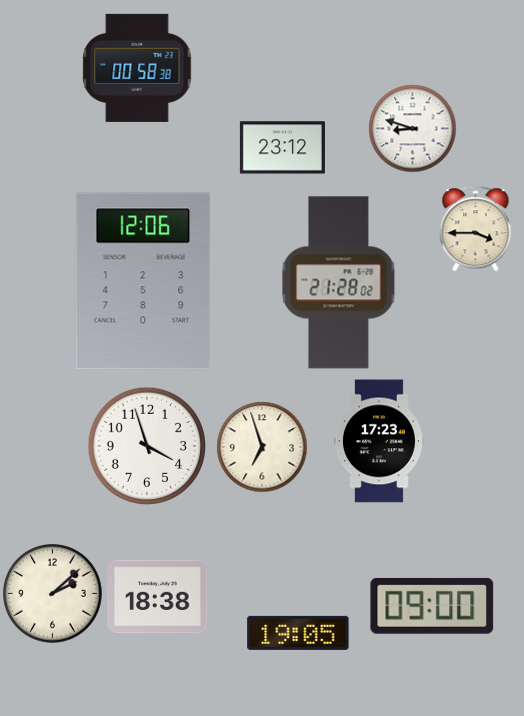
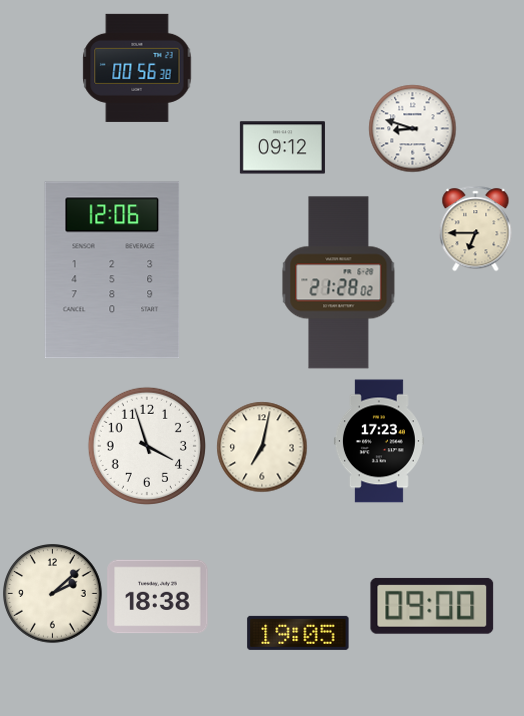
clock at (137, 68): 00:58 -> 00:56
clock at (282, 148): 23:12 -> 09:12
clock at (476, 228): 3:45 -> 6:45
clock at (143, 281) position: (143, 281) -> (112, 270)
clock at (262, 447): 6:57 -> 7:02
